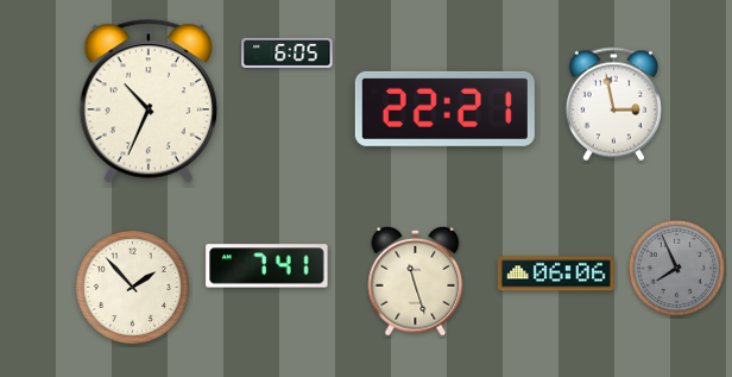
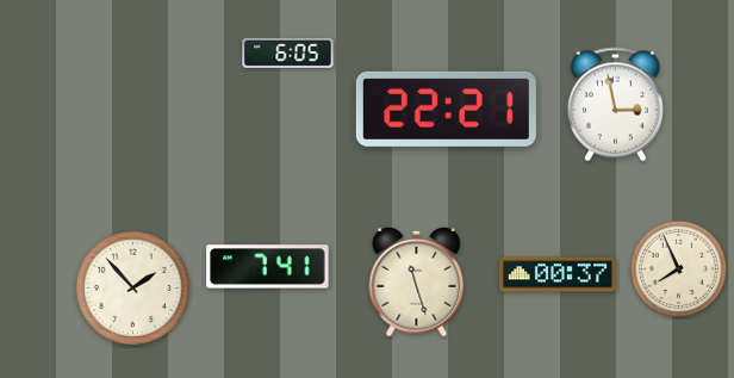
clock at (147, 101): 10:34 -> none
clock at (676, 268) dial: grey -> cream
clock at (556, 274): 06:06 -> 00:37
